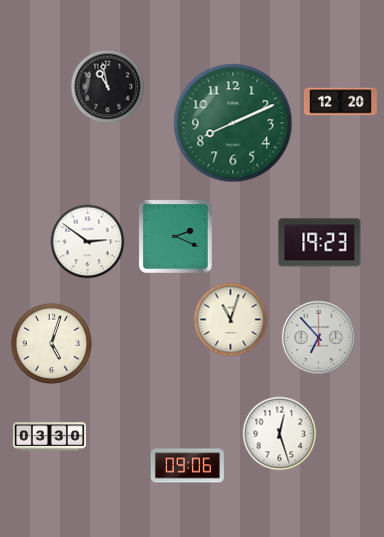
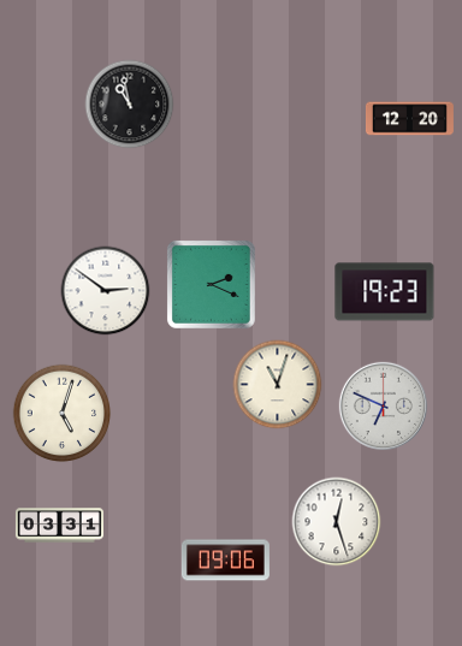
clock at (340, 102) position: (340, 102) -> (409, 119)
clock at (233, 123): 8:11 -> none
clock at (318, 337): 6:53 -> 6:49
clock at (49, 437): 03:30 -> 03:31
